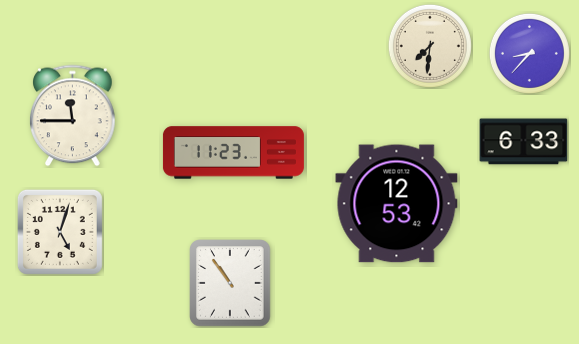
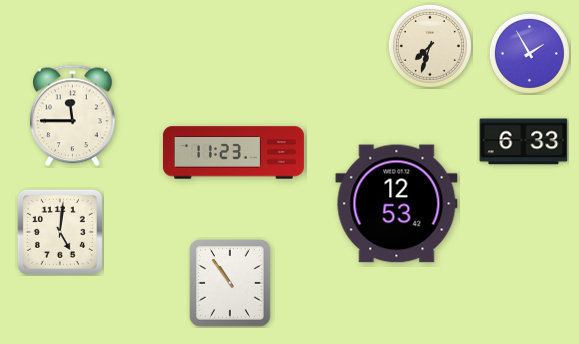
clock at (430, 46): 7:31 -> 7:33
clock at (529, 53): 8:37 -> 1:55
clock at (60, 232): 5:03 -> 5:01
